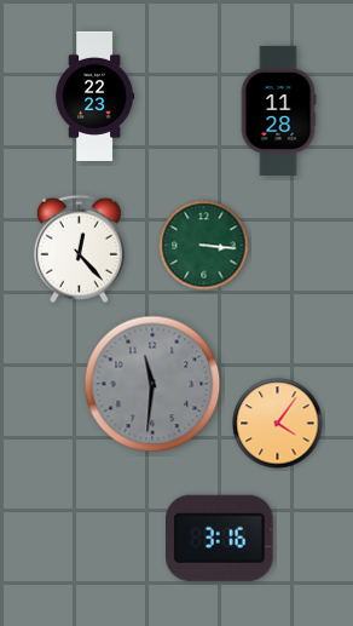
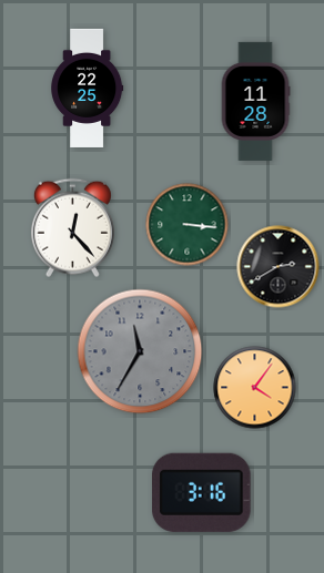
clock at (96, 96): 22:23 -> 22:25
clock at (279, 267): none -> 2:40
clock at (152, 384): 11:31 -> 11:35
